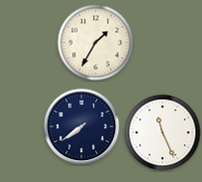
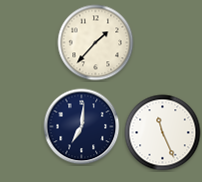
clock at (96, 43): 1:35 -> 1:37
clock at (82, 127): 7:39 -> 7:01
